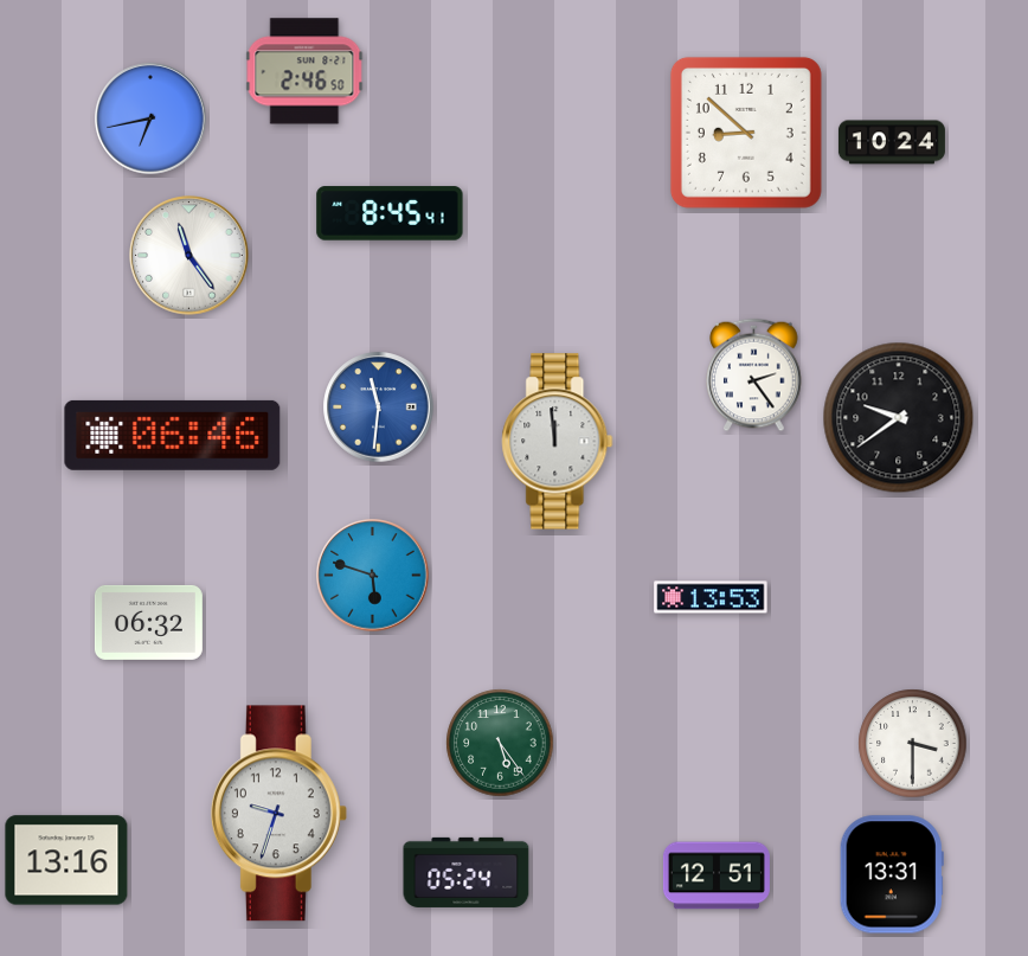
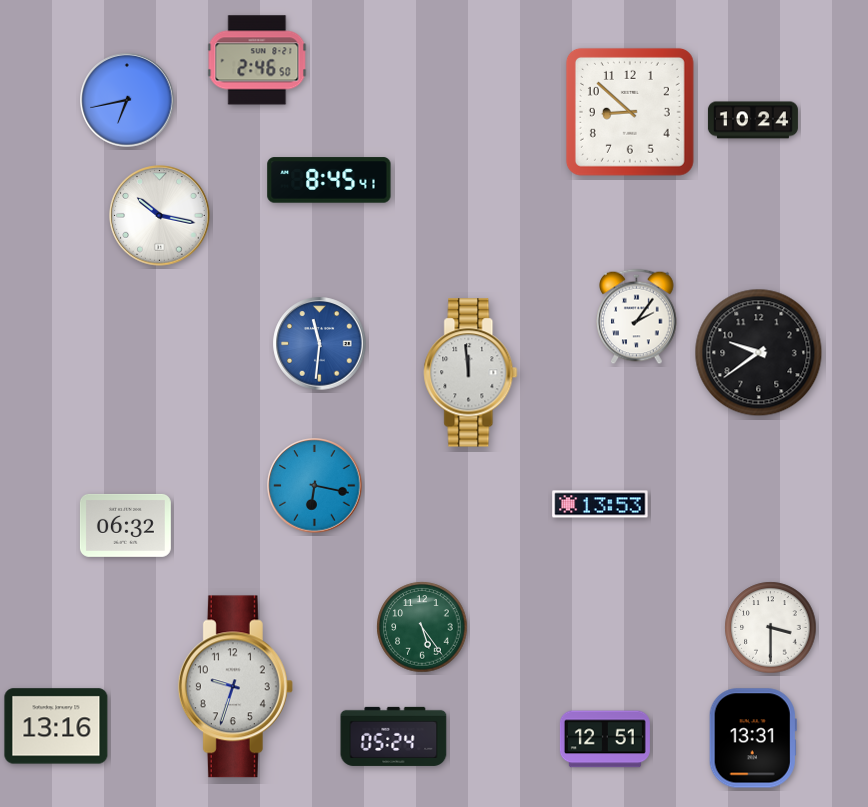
clock at (189, 256): 11:24 -> 10:17
clock at (754, 376): 2:24 -> 2:06
clock at (173, 435): 06:46 -> none
clock at (373, 576): 5:48 -> 6:17
